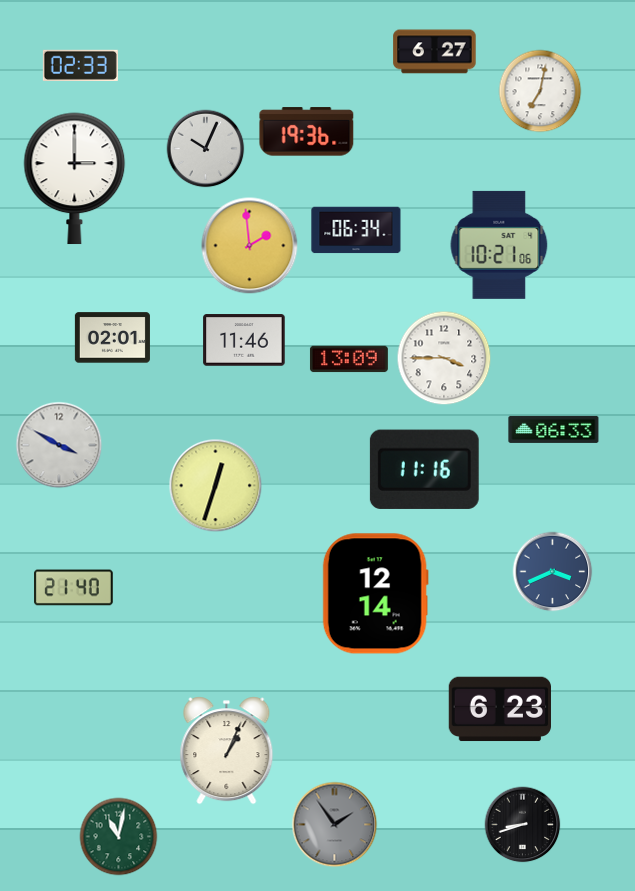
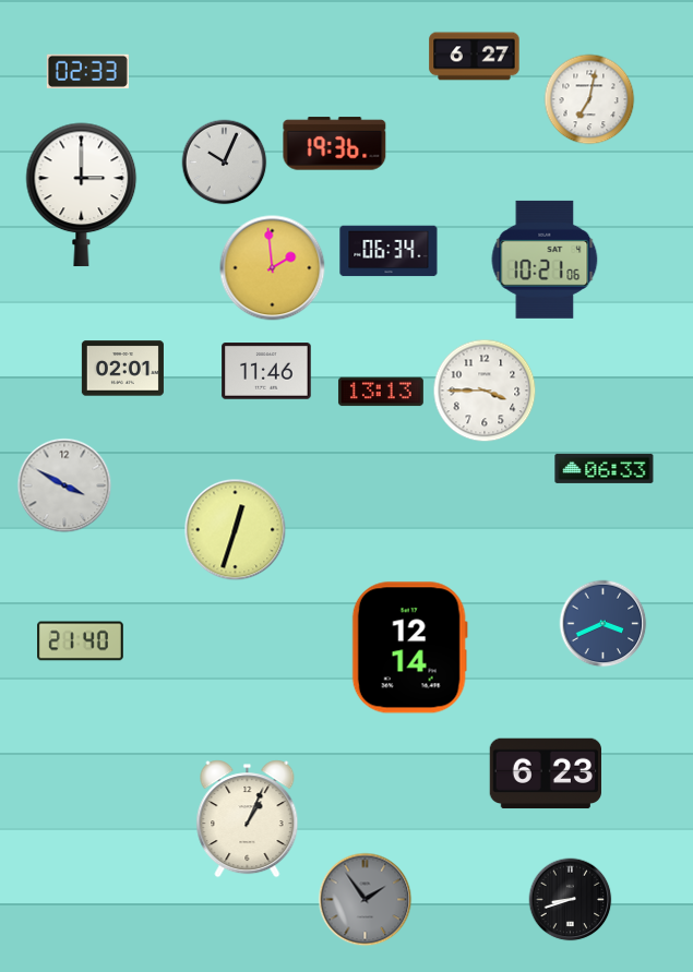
clock at (499, 245) position: (499, 245) -> (545, 260)
clock at (349, 359): 13:09 -> 13:13
clock at (424, 469): 11:16 -> none
clock at (119, 837): 11:02 -> none
